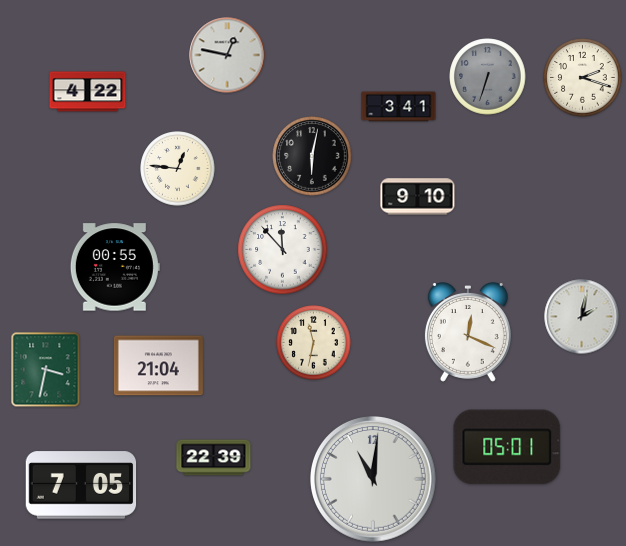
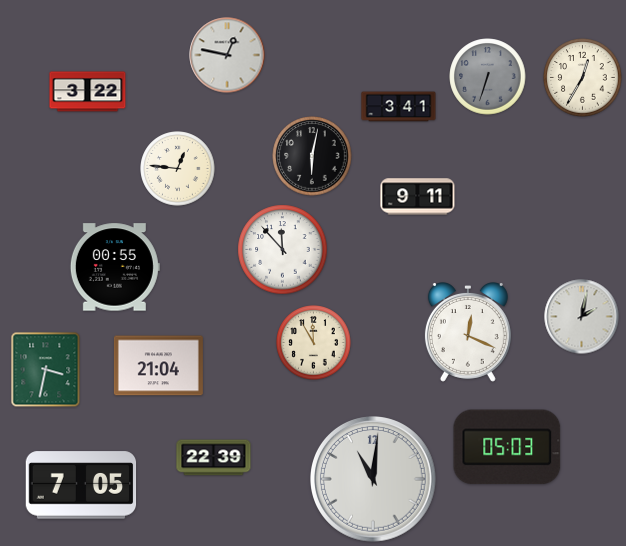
clock at (583, 78): 2:18 -> 12:35
clock at (88, 92): 4:22 -> 3:22
clock at (418, 197): 9:10 -> 9:11
clock at (314, 343): 11:32 -> 11:55
clock at (507, 447): 05:01 -> 05:03
